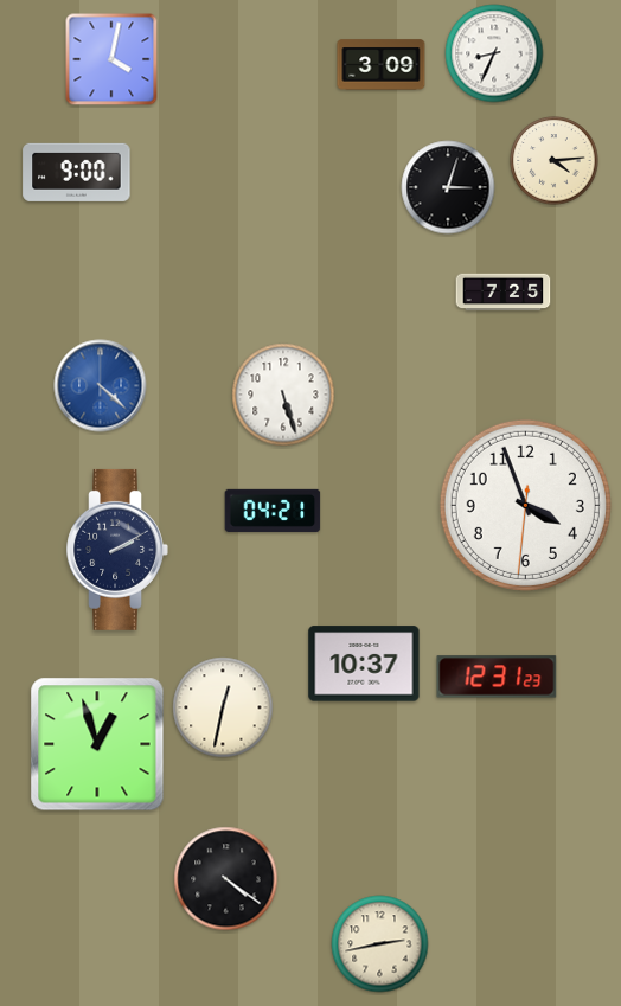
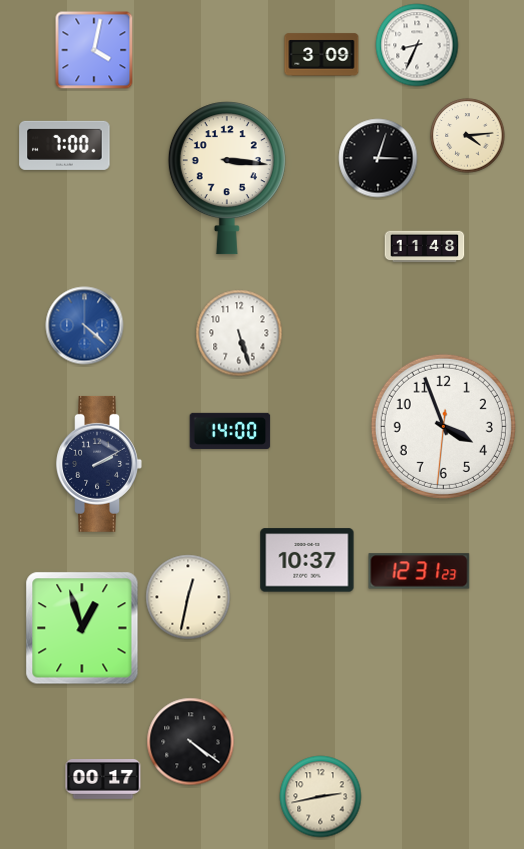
clock at (77, 172): 9:00 -> 7:00
clock at (227, 178): none -> 3:16
clock at (504, 293): 7:25 -> 11:48
clock at (273, 511): 04:21 -> 14:00
clock at (103, 780): none -> 00:17
